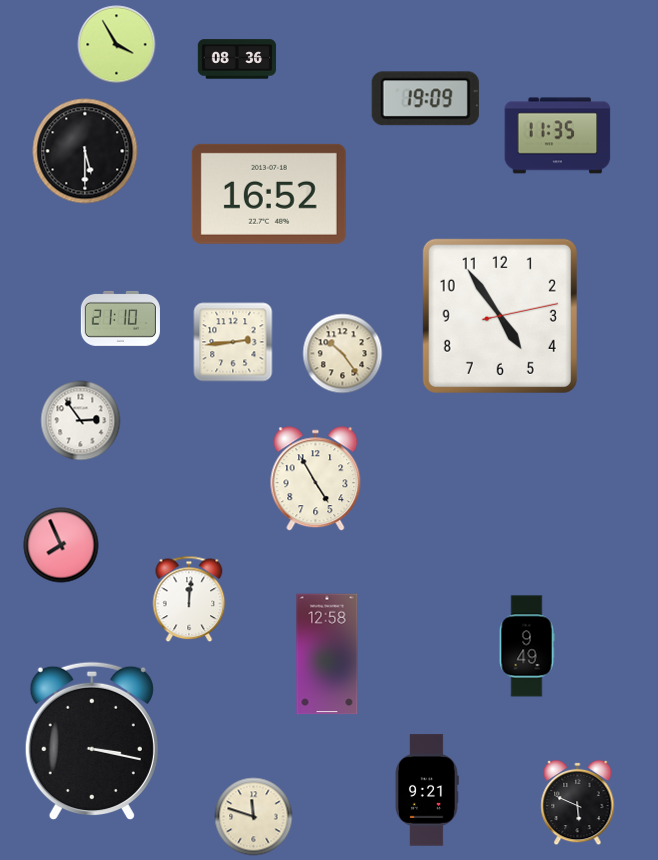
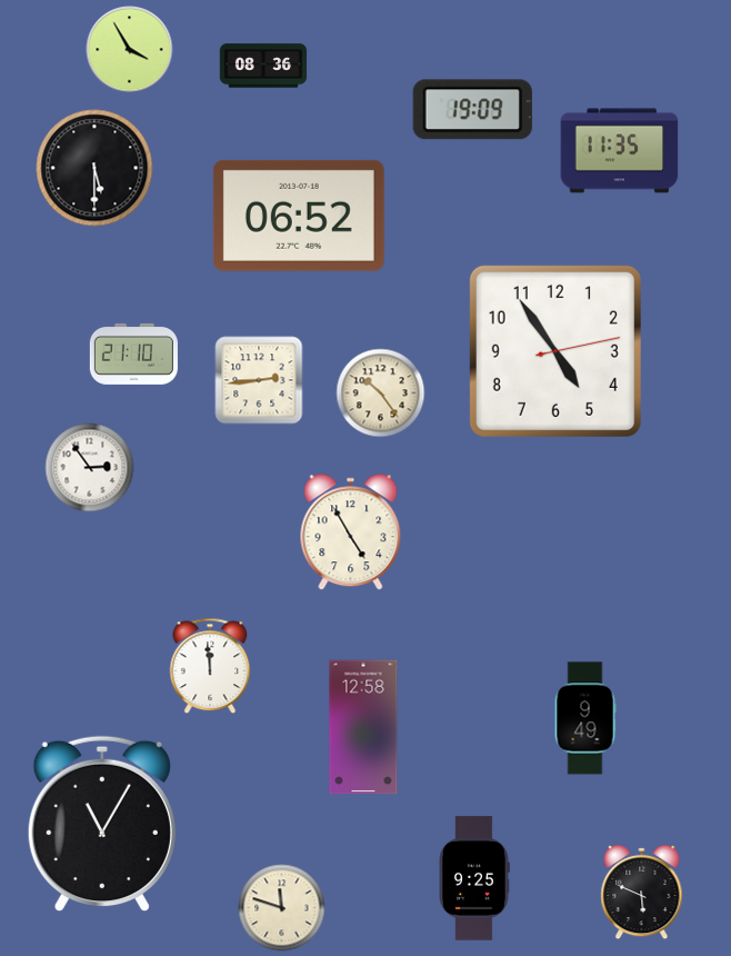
clock at (269, 194): 16:52 -> 06:52
clock at (61, 545): 7:56 -> none
clock at (189, 599): 12:01 -> 11:59
clock at (92, 741): 3:17 -> 11:05
clock at (427, 790): 9:21 -> 9:25
